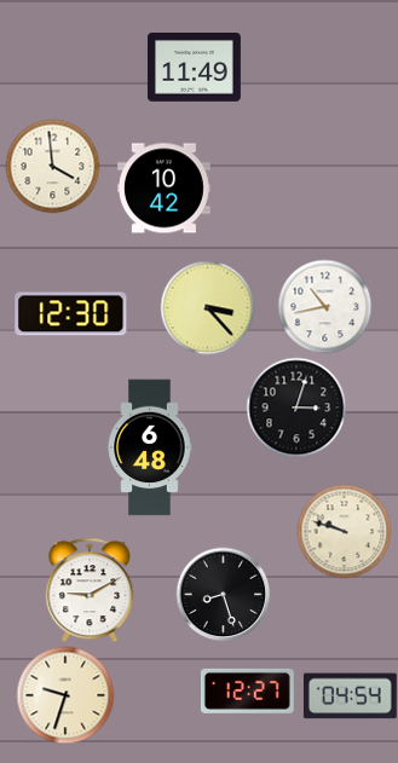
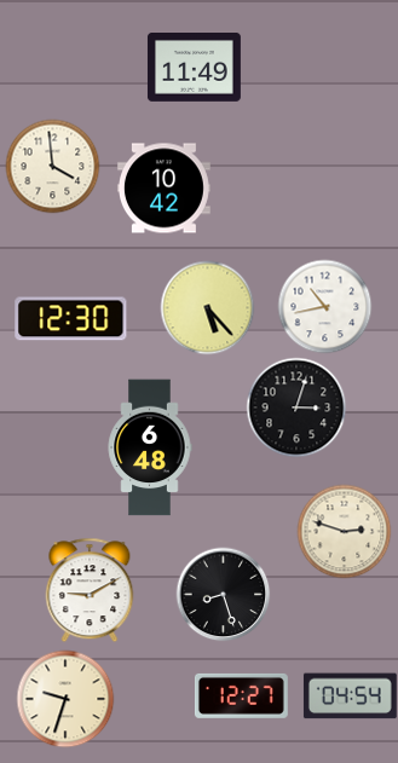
clock at (207, 307): 3:23 -> 5:23
clock at (71, 314) position: (71, 314) -> (71, 319)
clock at (344, 531): 9:48 -> 2:48
clock at (247, 690) position: (247, 690) -> (241, 695)
clock at (65, 695) position: (65, 695) -> (65, 699)
